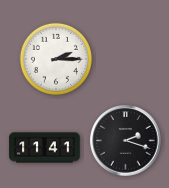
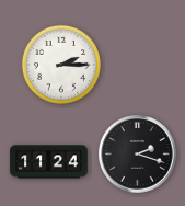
clock at (45, 148): 11:41 -> 11:24
